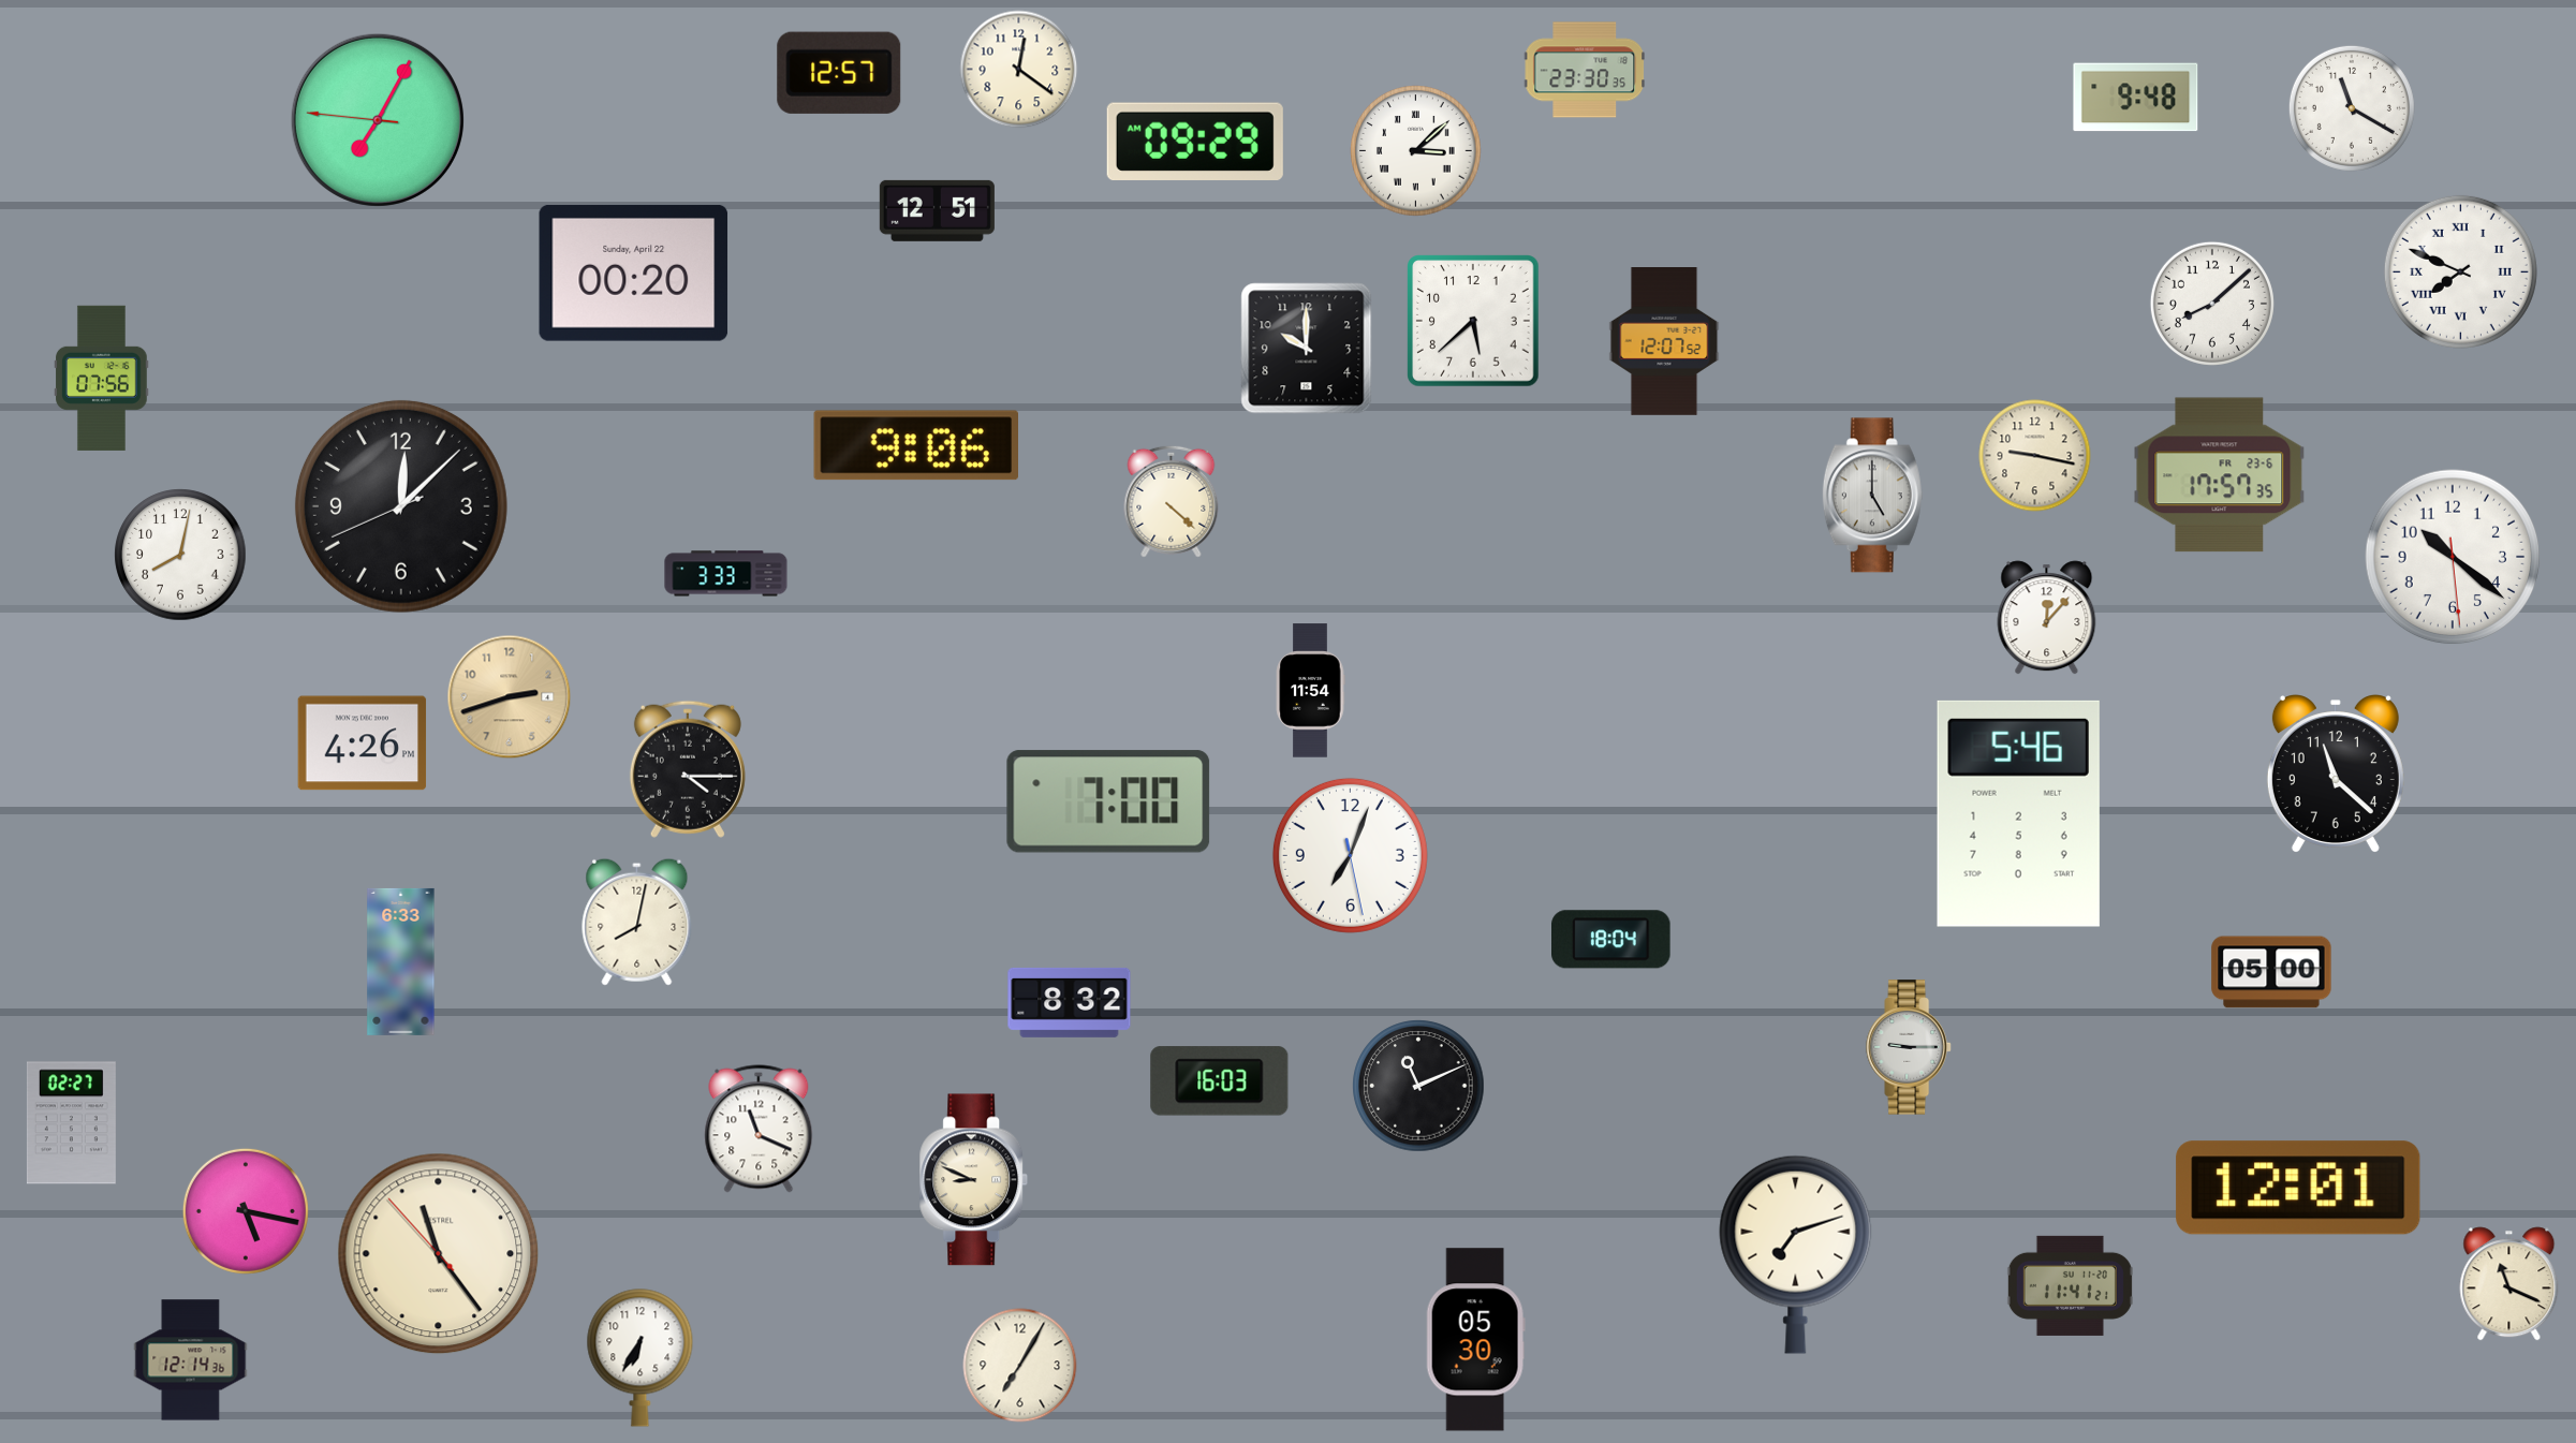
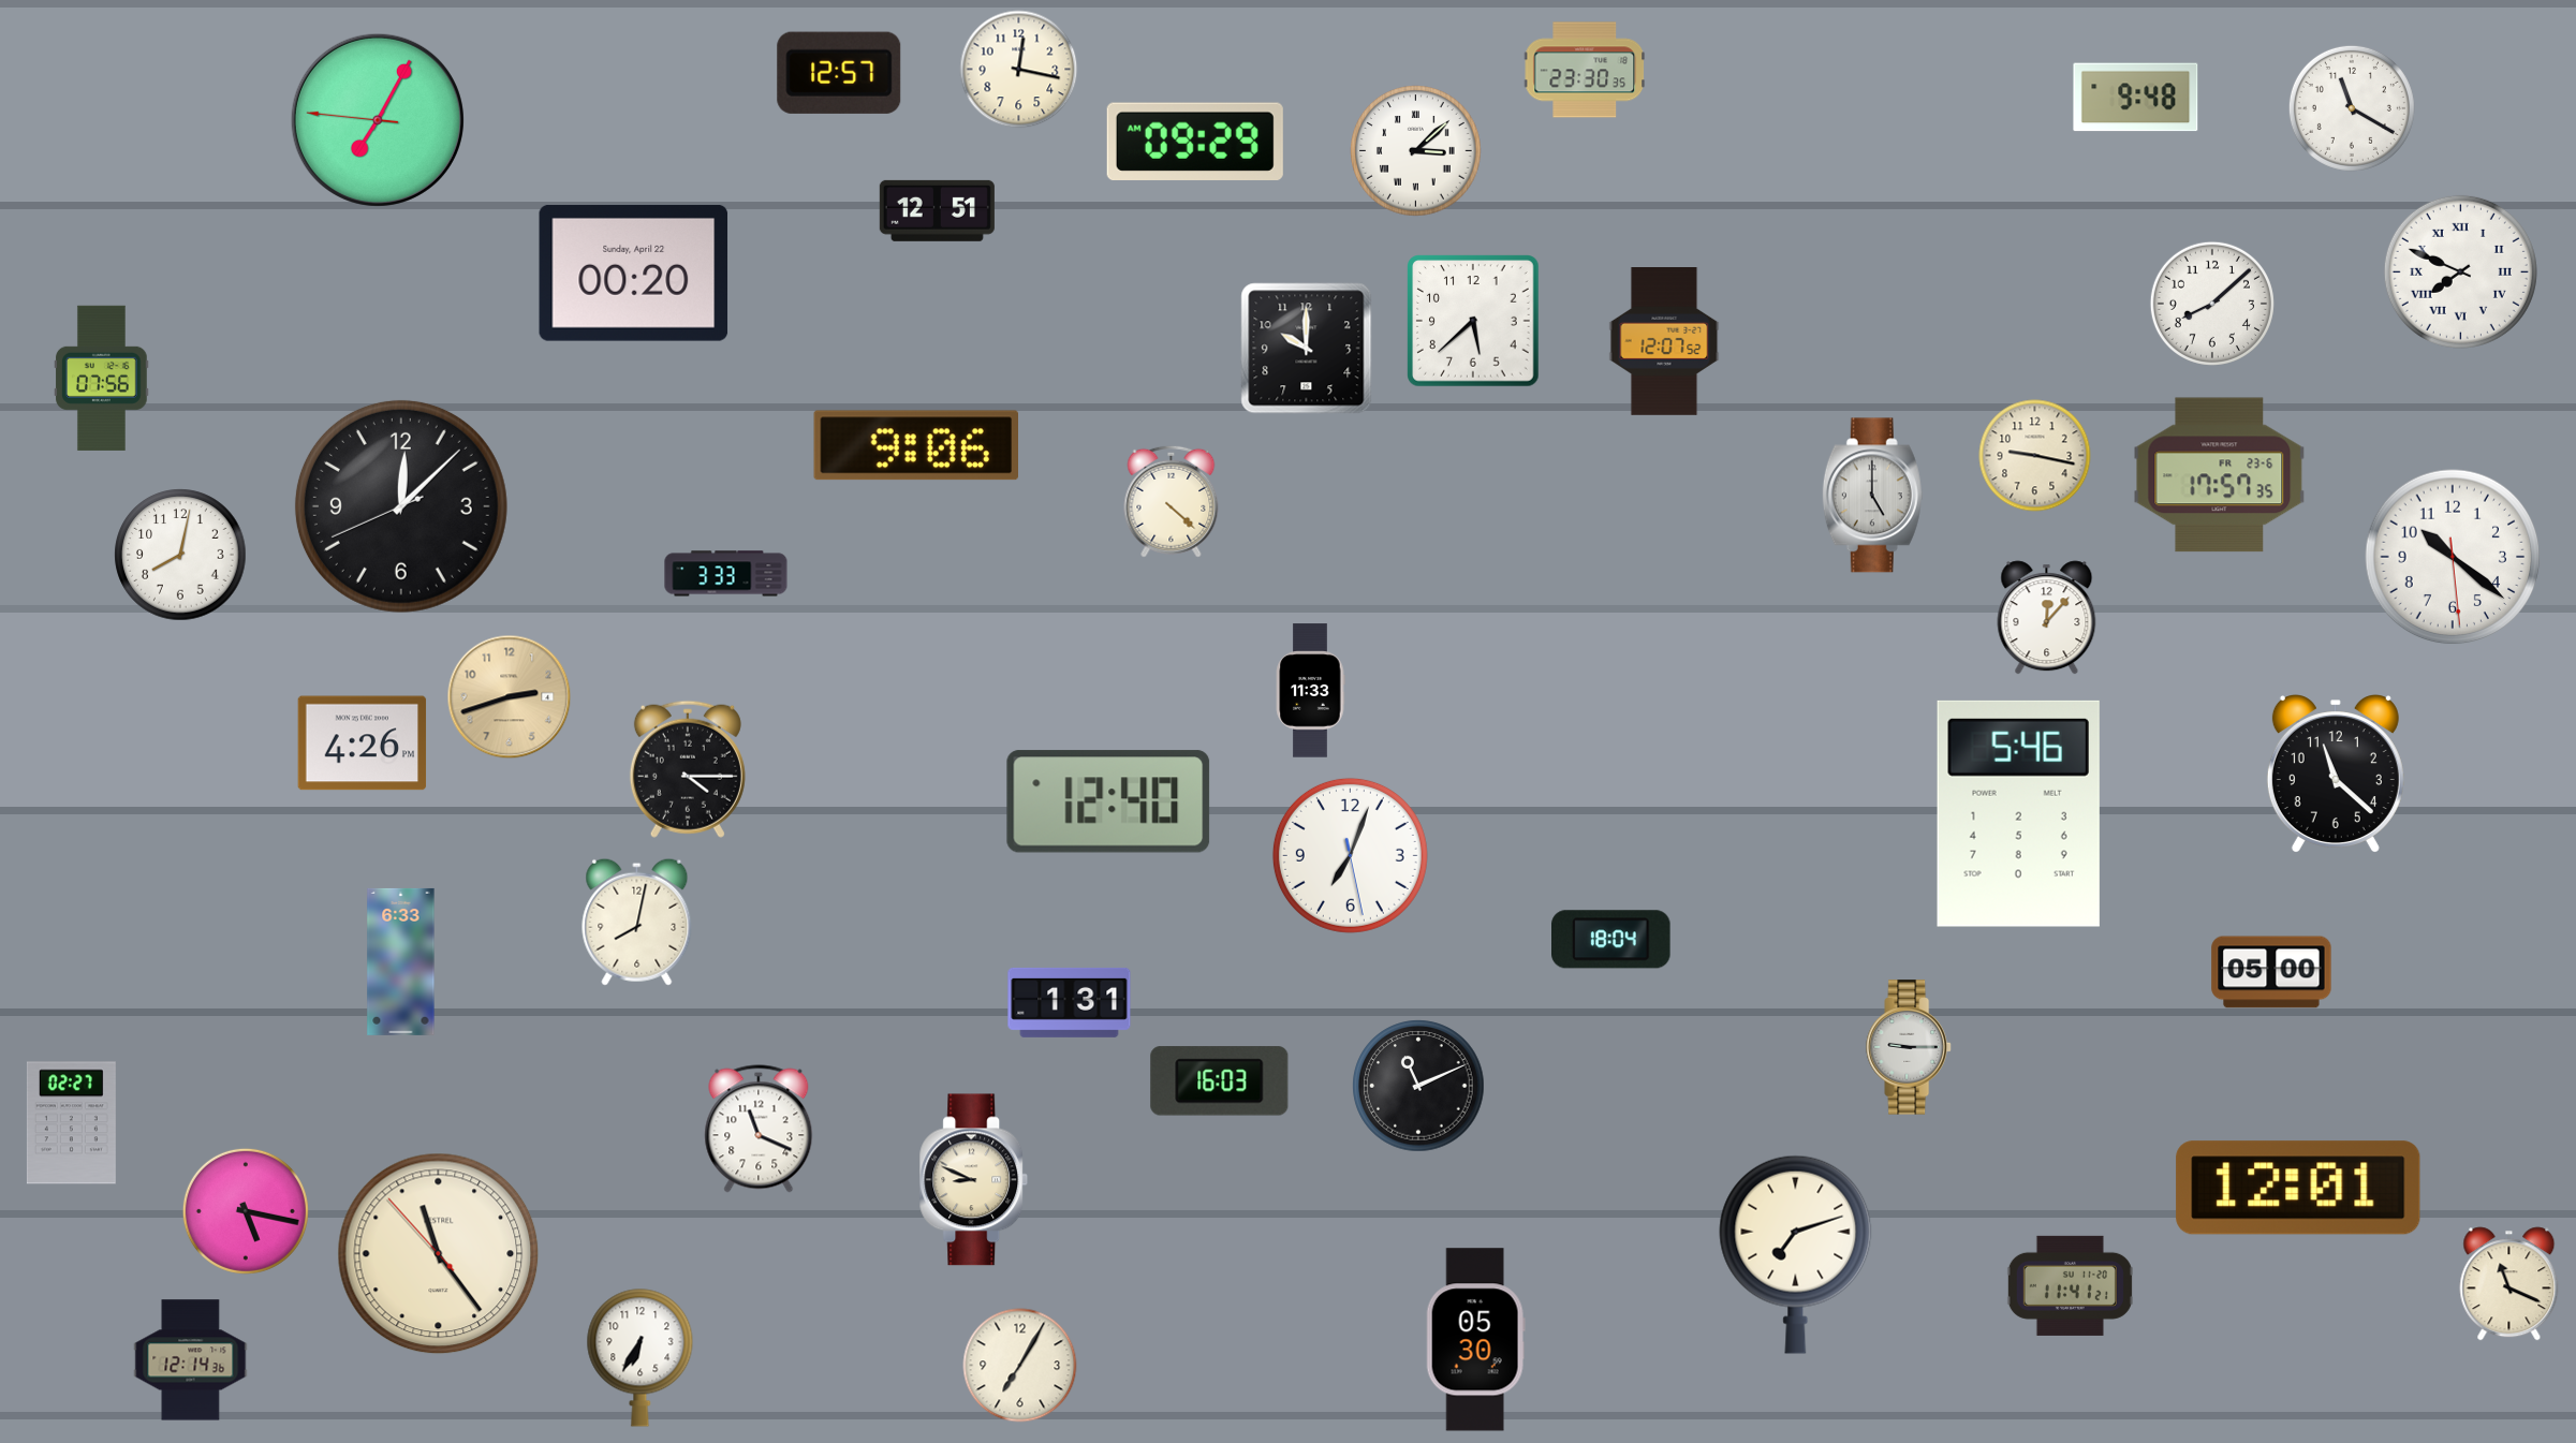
clock at (1019, 70): 12:21 -> 12:17
clock at (1310, 691): 11:54 -> 11:33
clock at (1108, 801): 7:00 -> 12:40
clock at (1070, 1002): 8:32 -> 1:31
